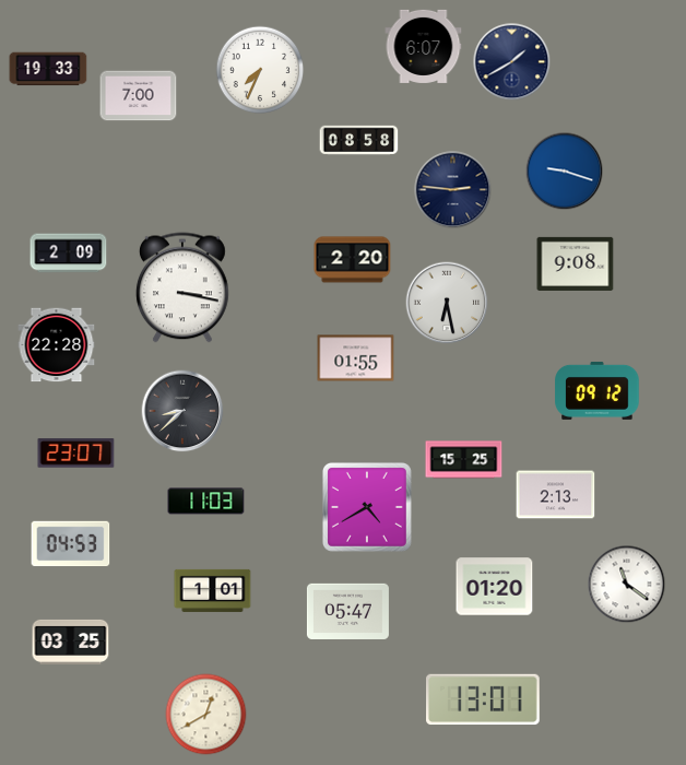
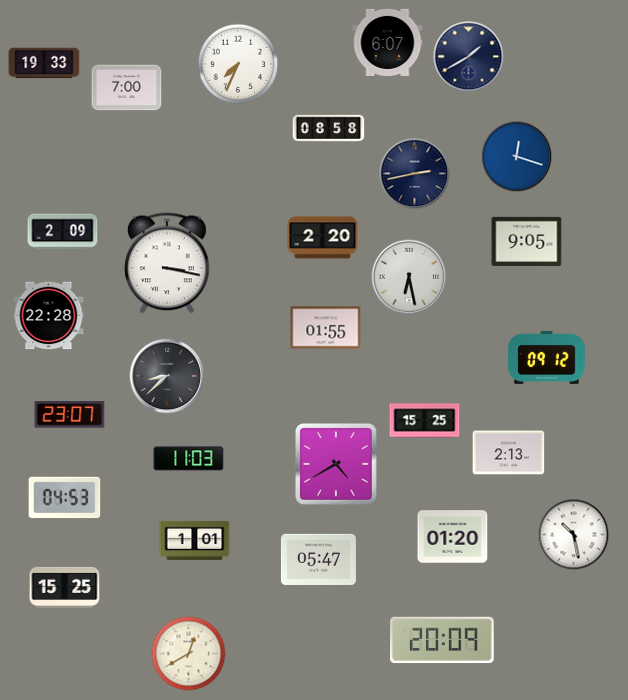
clock at (565, 172): 9:18 -> 12:18
clock at (453, 190): 2:46 -> 2:43
clock at (576, 263): 9:08 -> 9:05
clock at (57, 345) position: (57, 345) -> (49, 316)
clock at (627, 585): 11:21 -> 10:28
clock at (71, 642): 03:25 -> 15:25
clock at (484, 699): 13:01 -> 20:09
